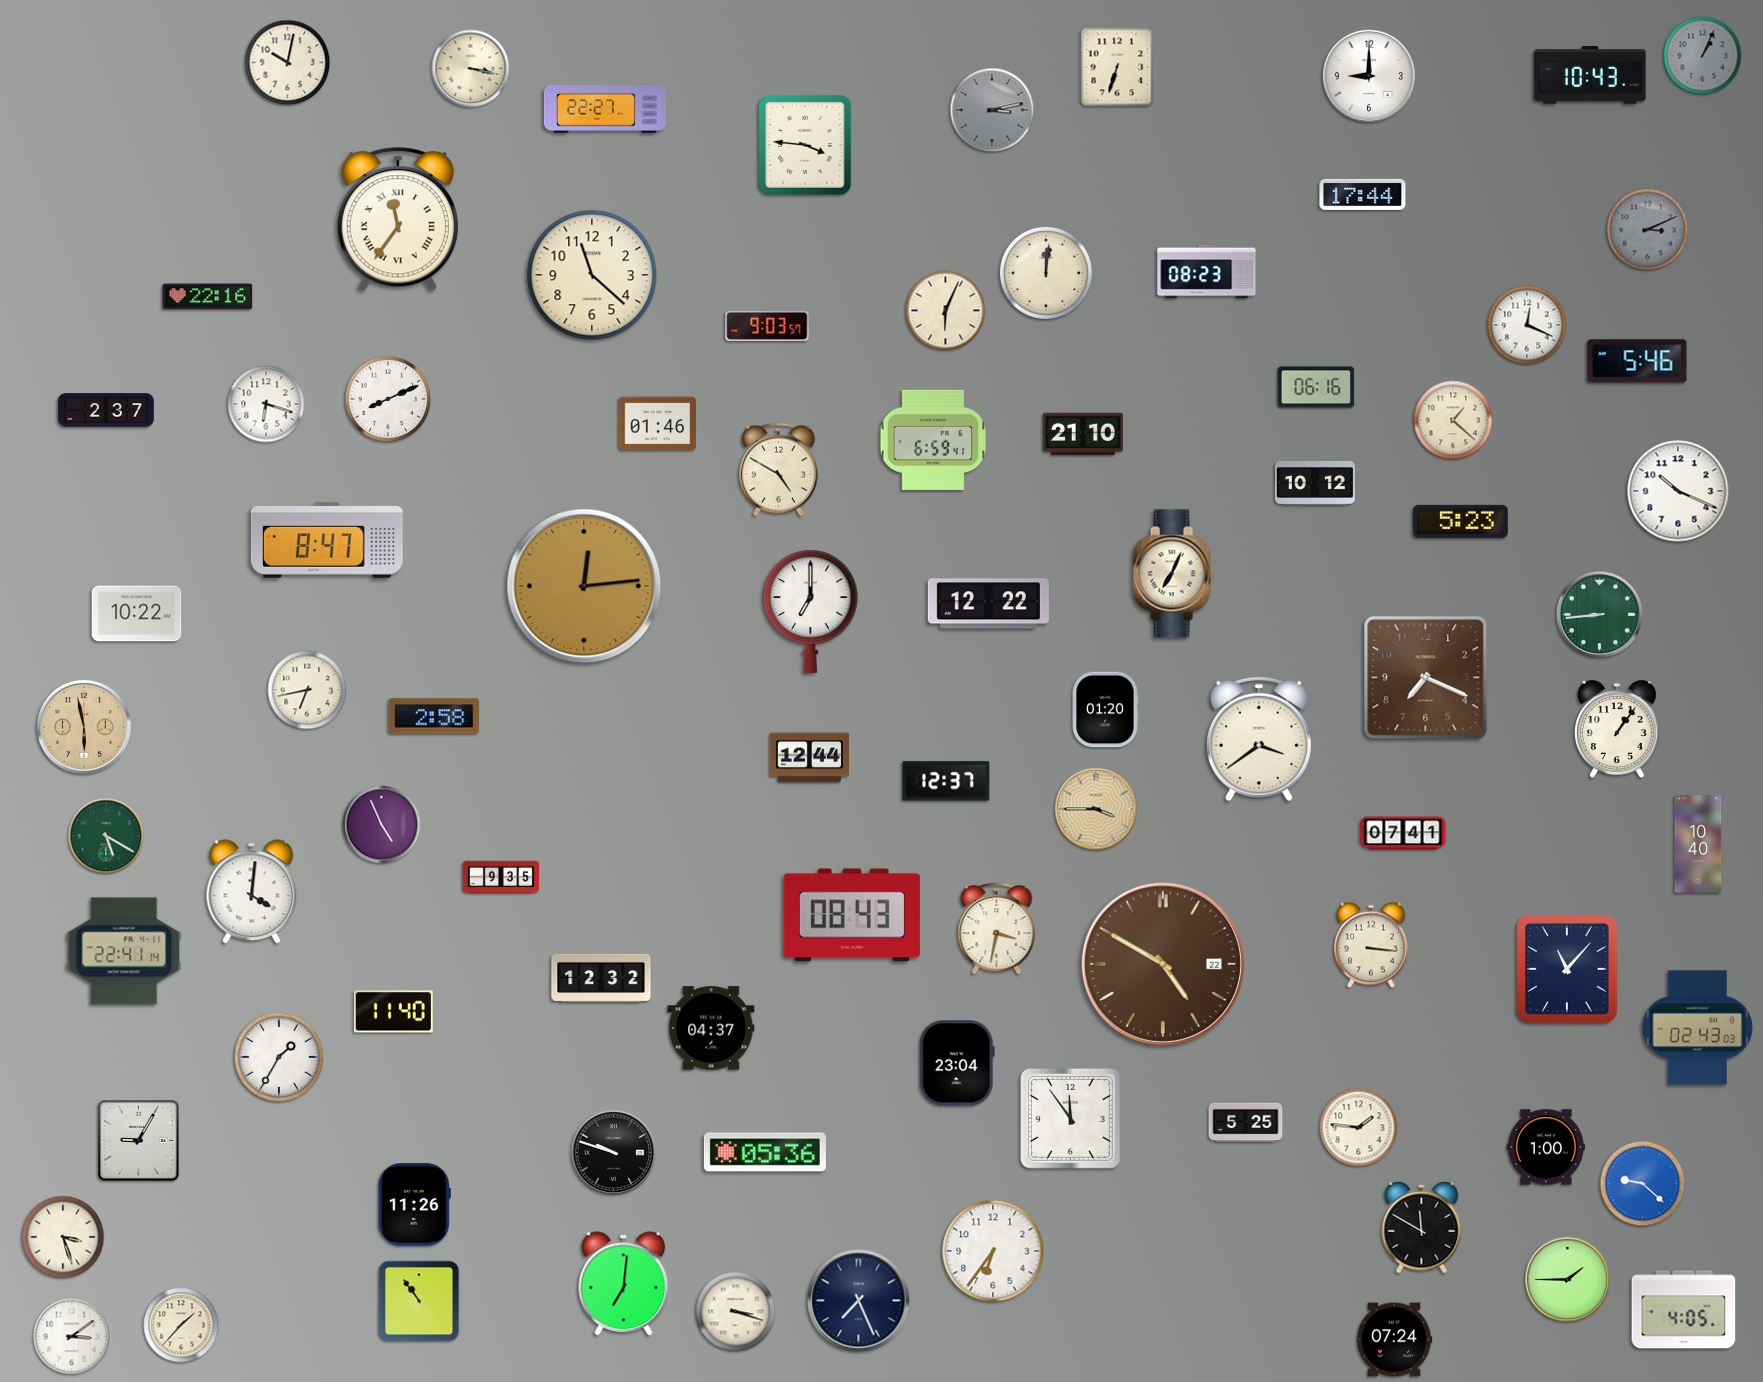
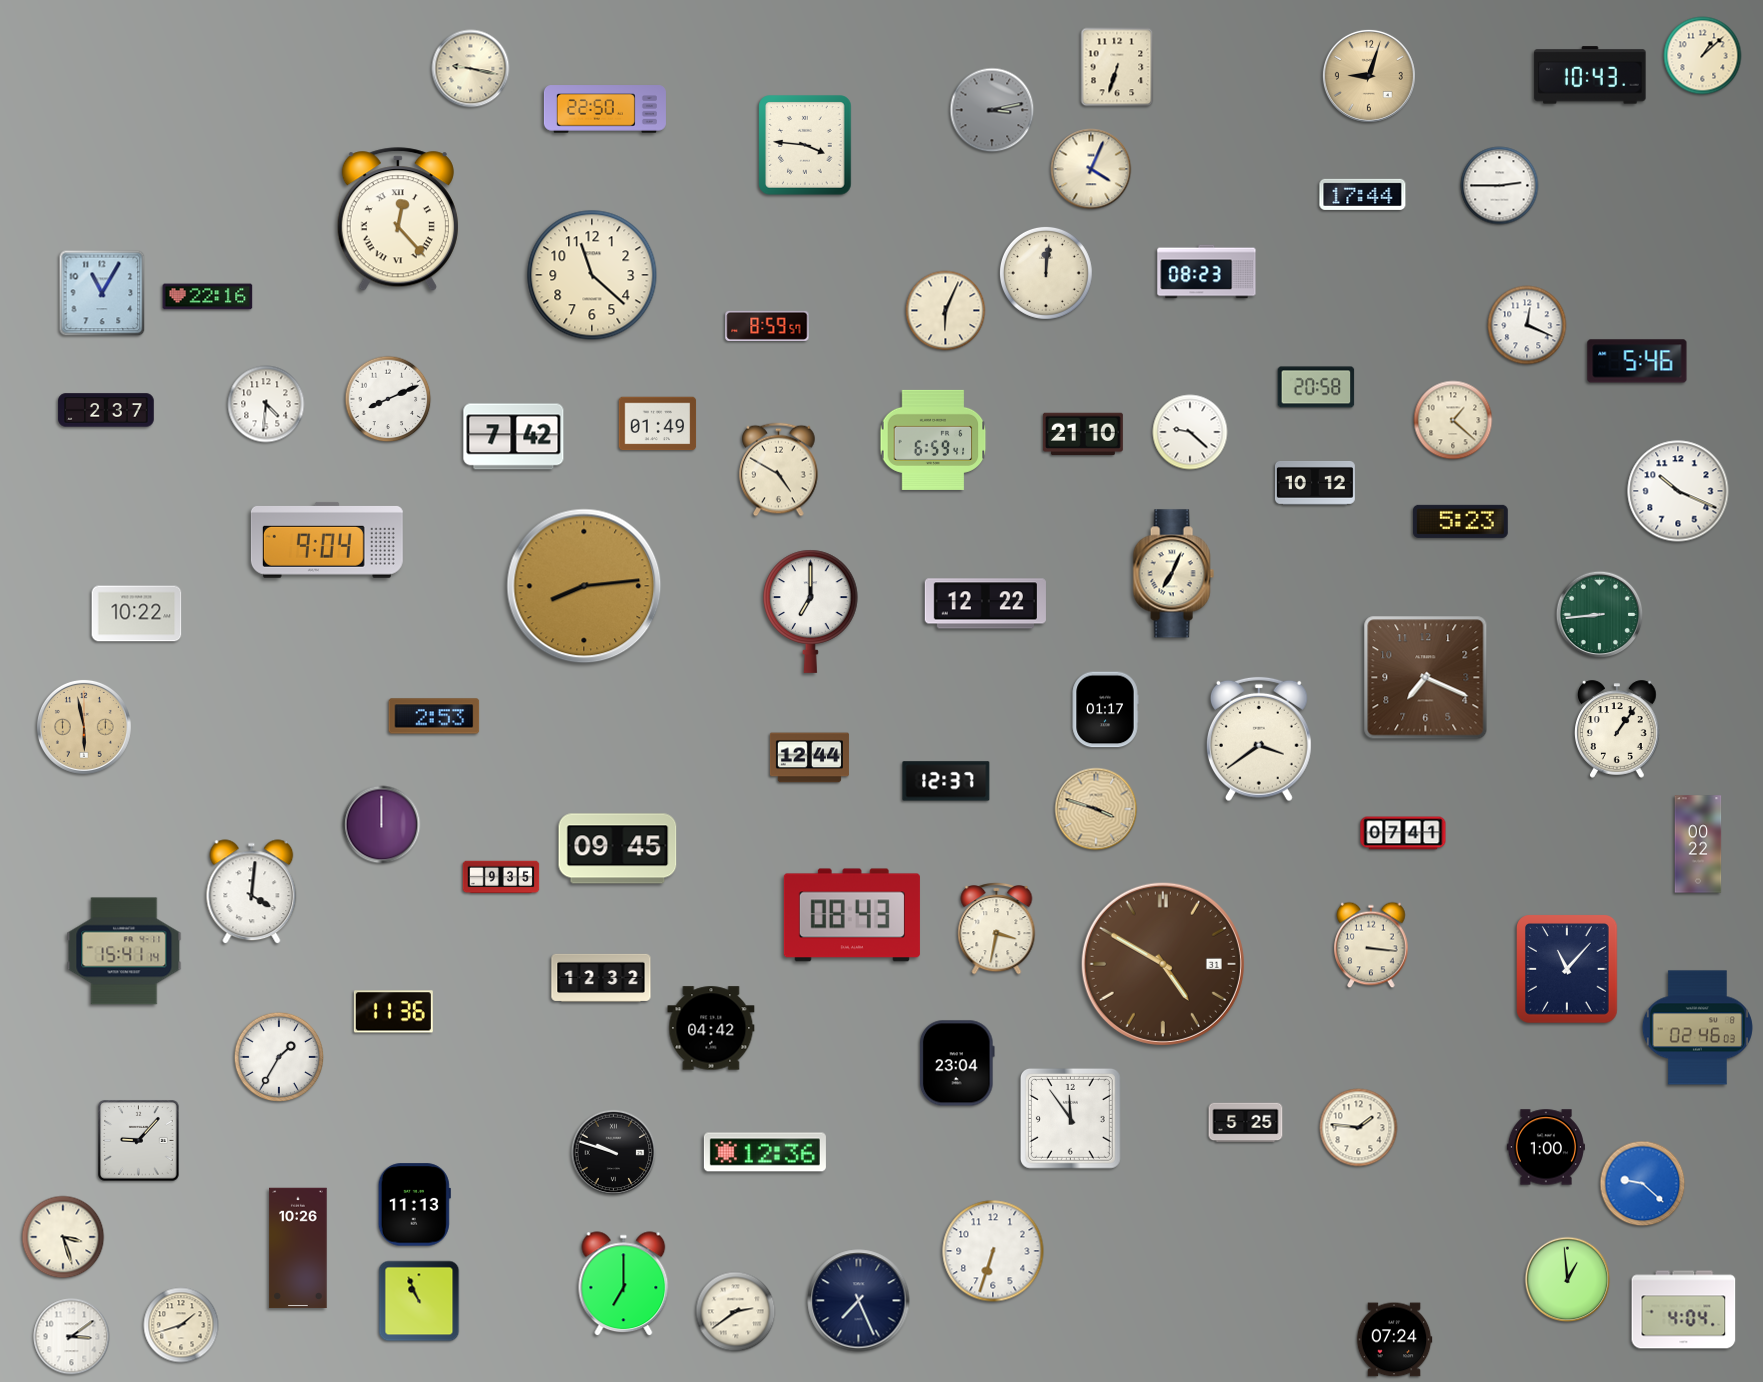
clock at (1703, 56): 1:04 -> 1:08
clock at (1703, 56) dial: grey -> cream
clock at (288, 63): 10:02 -> none
clock at (471, 69): 3:17 -> 9:17
clock at (1369, 76): 9:00 -> 9:03
clock at (1369, 76) dial: white -> champagne
clock at (605, 109): 22:27 -> 22:50
clock at (1091, 169): none -> 4:04
clock at (1500, 186): none -> 2:45
clock at (398, 220): 11:36 -> 12:23
clock at (1648, 230): 3:11 -> none
clock at (102, 293): none -> 11:05
clock at (767, 326): 9:03 -> 8:59
clock at (1316, 387): 06:16 -> 20:58
clock at (266, 404): 6:18 -> 4:31
clock at (658, 424): 01:46 -> 01:49
clock at (1190, 432): none -> 9:22
clock at (514, 437): none -> 7:42
clock at (327, 540): 8:47 -> 9:04
clock at (584, 586): 12:14 -> 8:14
clock at (988, 604) position: (988, 604) -> (985, 604)
clock at (307, 690): 6:43 -> none
clock at (1105, 710): 01:20 -> 01:17
clock at (434, 716): 2:58 -> 2:53
clock at (1096, 809): 3:45 -> 3:48
clock at (382, 825): 4:56 -> 12:00
clock at (106, 836): 5:20 -> none
clock at (1698, 844): 10:40 -> 00:22
clock at (618, 849): none -> 09:45
clock at (124, 951): 22:41 -> 15:41
clock at (1163, 964) date: 22 -> 31
clock at (393, 1012): 11:40 -> 11:36
clock at (711, 1028): 04:37 -> 04:42
clock at (1697, 1028): 02:43 -> 02:46
clock at (139, 1141): 9:05 -> 9:07
clock at (765, 1152): 05:36 -> 12:36
clock at (414, 1205): 11:26 -> 11:13
clock at (1422, 1227): 11:50 -> none
clock at (298, 1248): none -> 10:26
clock at (993, 1251): 6:36 -> 6:33
clock at (1568, 1280): 1:45 -> 12:59
clock at (624, 1284): 7:01 -> 7:00
clock at (419, 1301): 10:54 -> 10:56
clock at (1684, 1310): 4:05 -> 4:04
clock at (736, 1312): 3:18 -> 2:39
clock at (181, 1325): 1:37 -> 1:42
